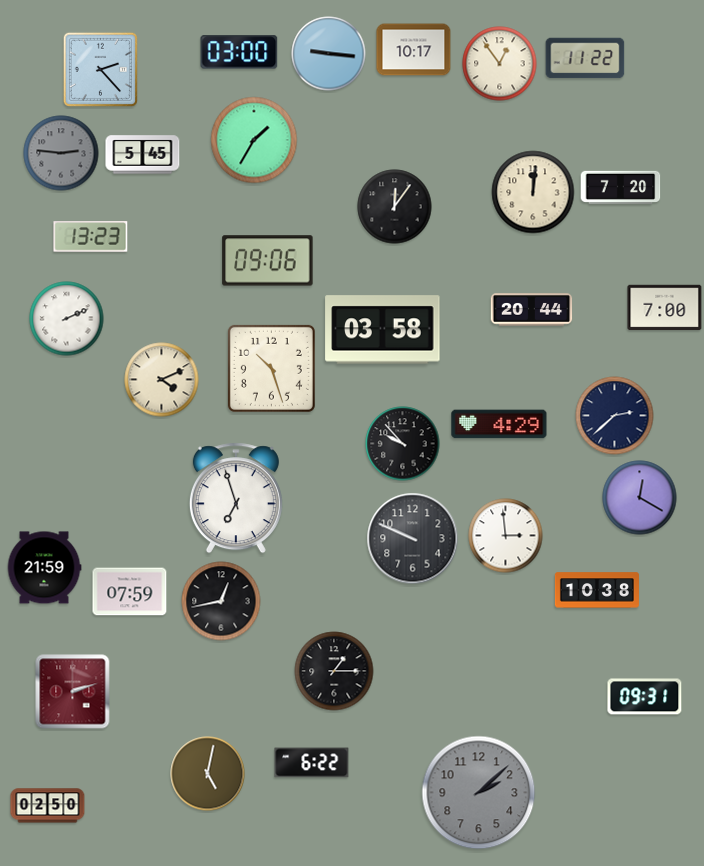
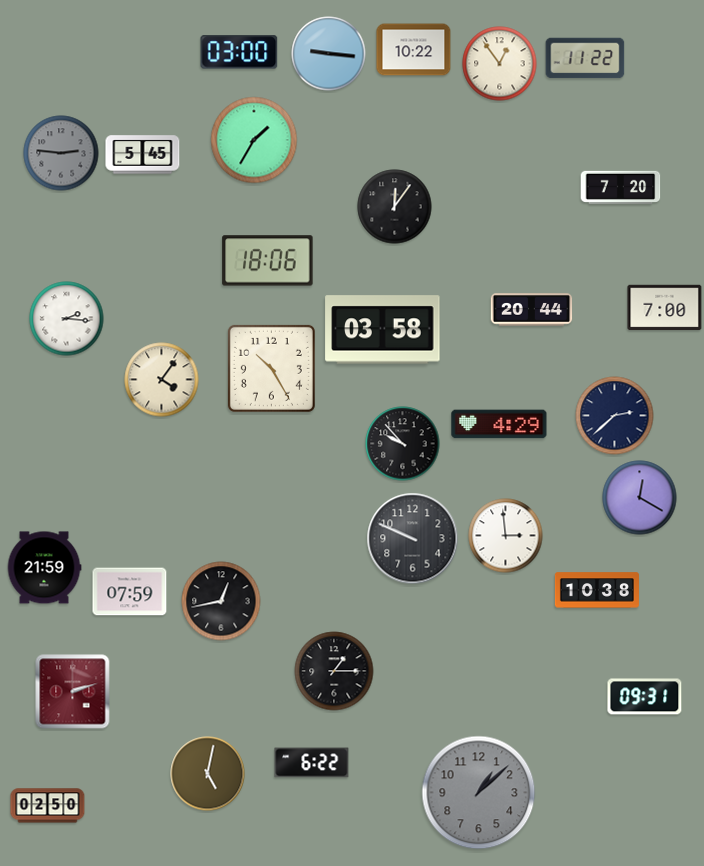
clock at (414, 50): 10:17 -> 10:22
clock at (100, 69): 2:23 -> none
clock at (533, 192): 12:01 -> none
clock at (91, 237): 13:23 -> none
clock at (268, 261): 09:06 -> 18:06
clock at (67, 319): 2:11 -> 2:16
clock at (271, 368): 10:27 -> 10:25
clock at (162, 380): 4:11 -> 4:06
clock at (236, 498): 6:57 -> none
clock at (479, 793): 2:08 -> 1:08
